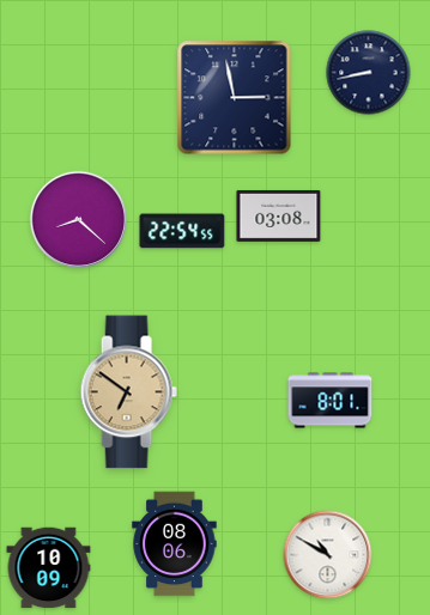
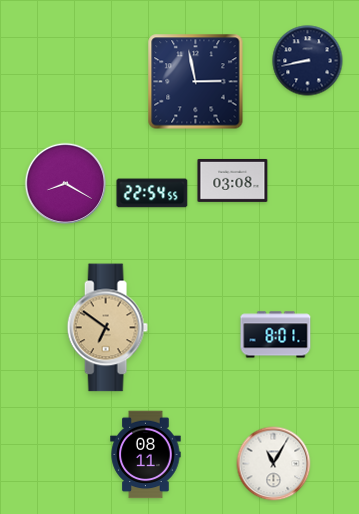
clock at (78, 219): 8:22 -> 8:20
clock at (175, 544): 08:06 -> 08:11
clock at (328, 555): 10:50 -> 11:05
clock at (49, 568): 10:09 -> none
